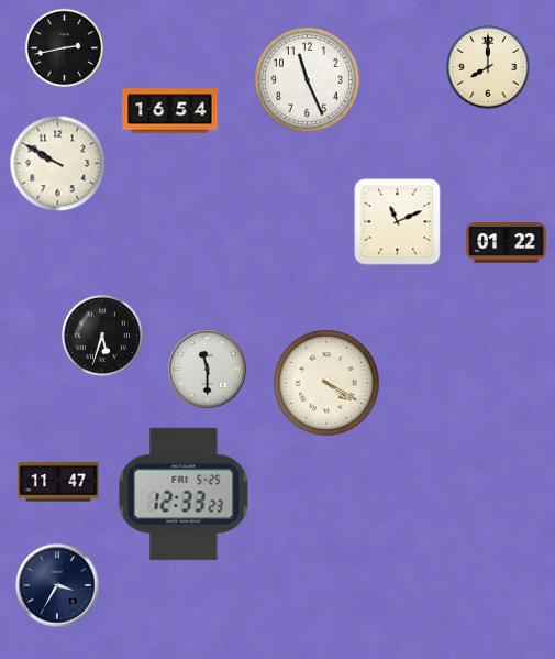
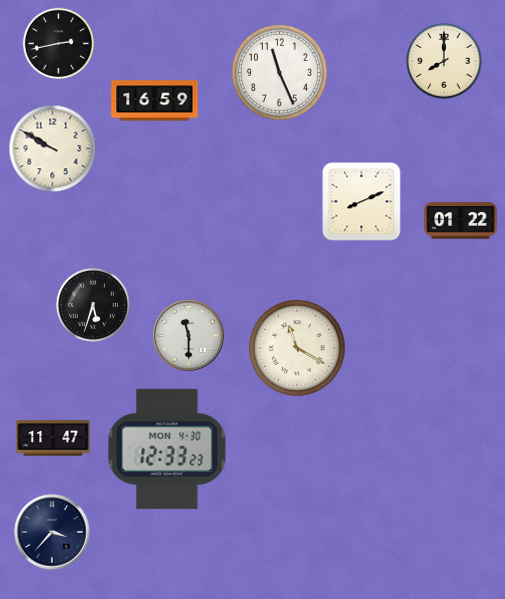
clock at (170, 111): 16:54 -> 16:59
clock at (398, 222): 11:11 -> 8:11
clock at (326, 383): 4:20 -> 11:20
clock at (184, 494) date: FRI 5-25 -> MON 4-30
clock at (57, 585): 3:35 -> 3:37
